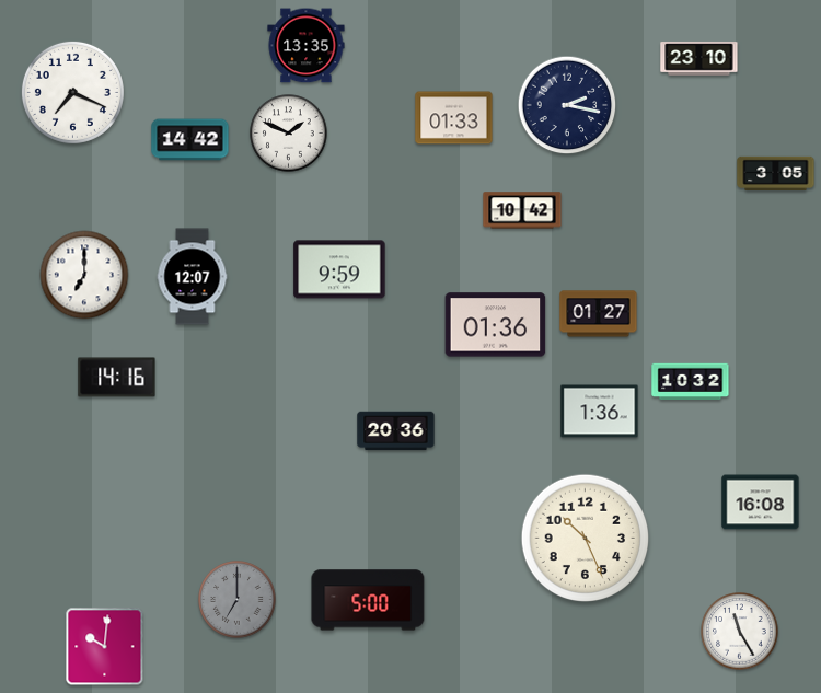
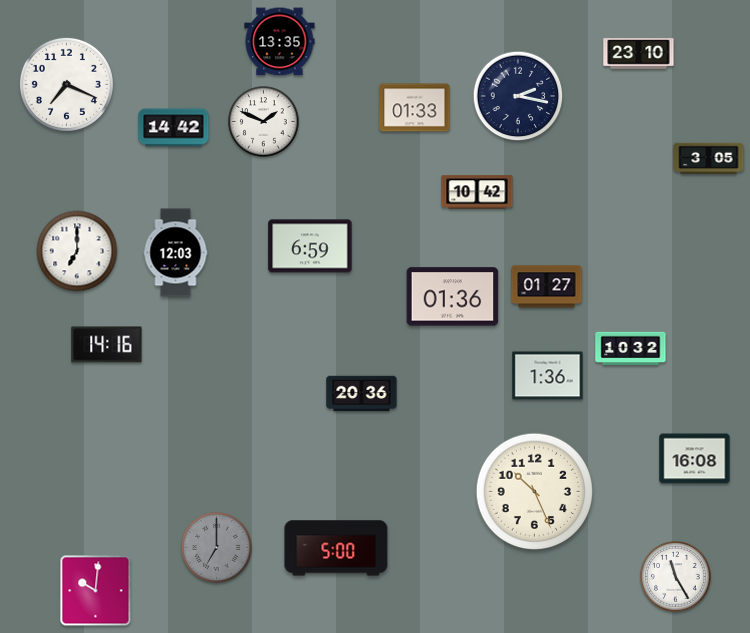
clock at (339, 269): 9:59 -> 6:59
clock at (193, 277): 12:07 -> 12:03
